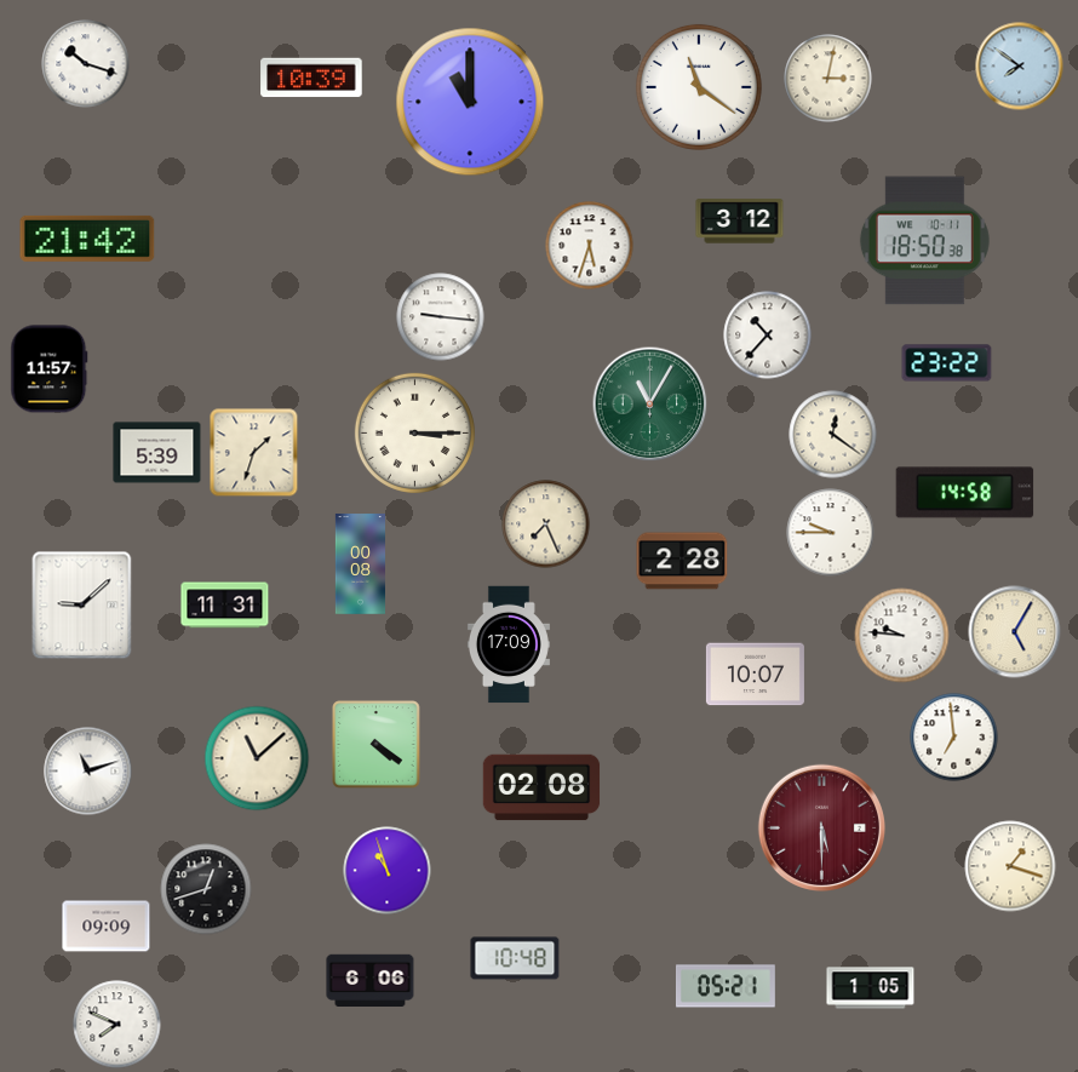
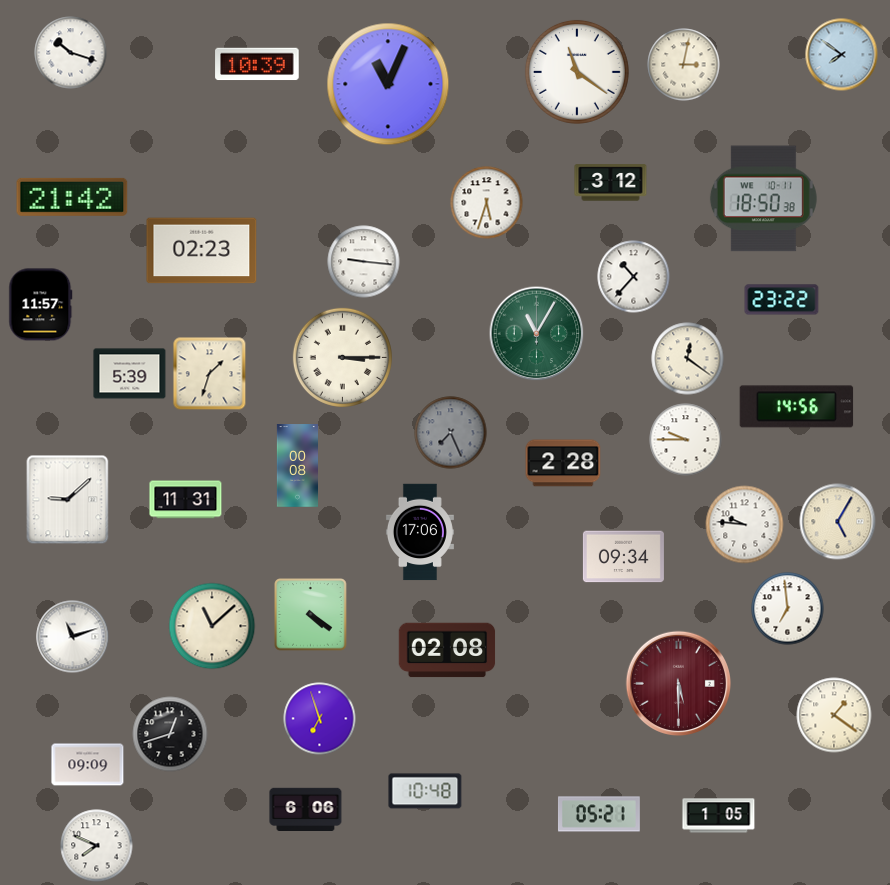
clock at (470, 102): 11:00 -> 11:04
clock at (202, 251): none -> 02:23
clock at (965, 493): 14:58 -> 14:56
clock at (546, 524) dial: cream -> grey
clock at (509, 644): 17:09 -> 17:06
clock at (755, 675): 10:07 -> 09:34
clock at (1010, 866): 1:18 -> 1:21
clock at (388, 871): 10:57 -> 6:57
